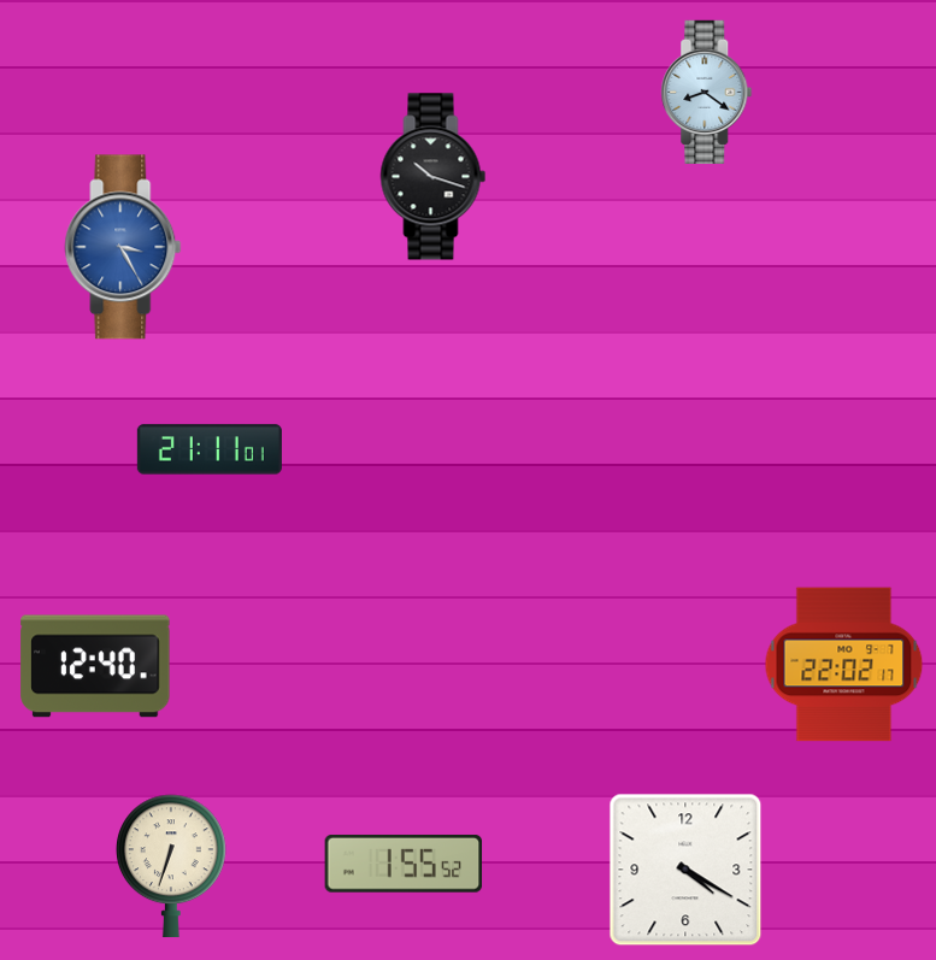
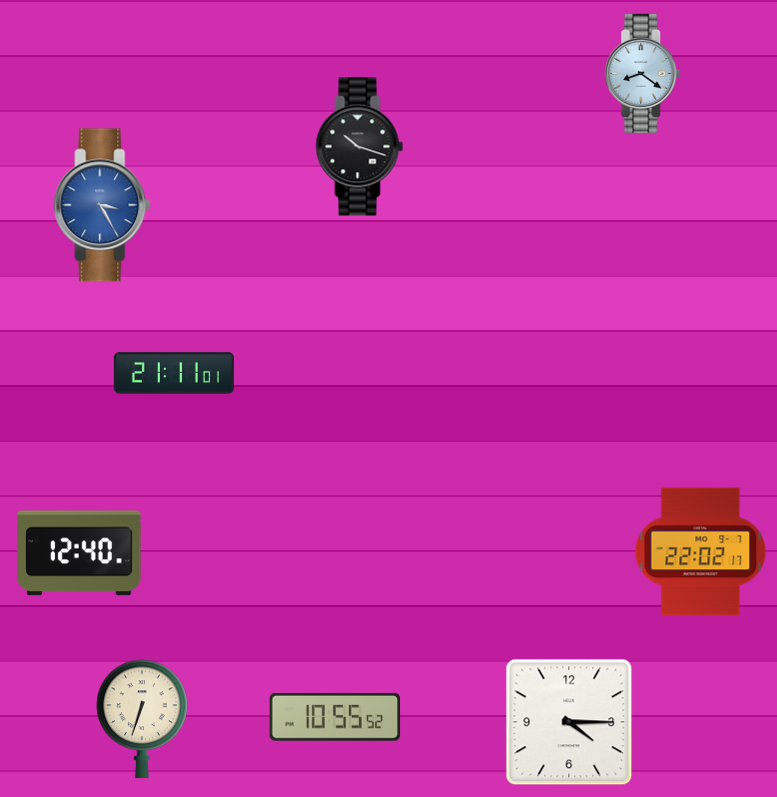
clock at (707, 92) position: (707, 92) -> (643, 73)
clock at (404, 864): 1:55 -> 10:55
clock at (685, 870): 4:20 -> 4:15
